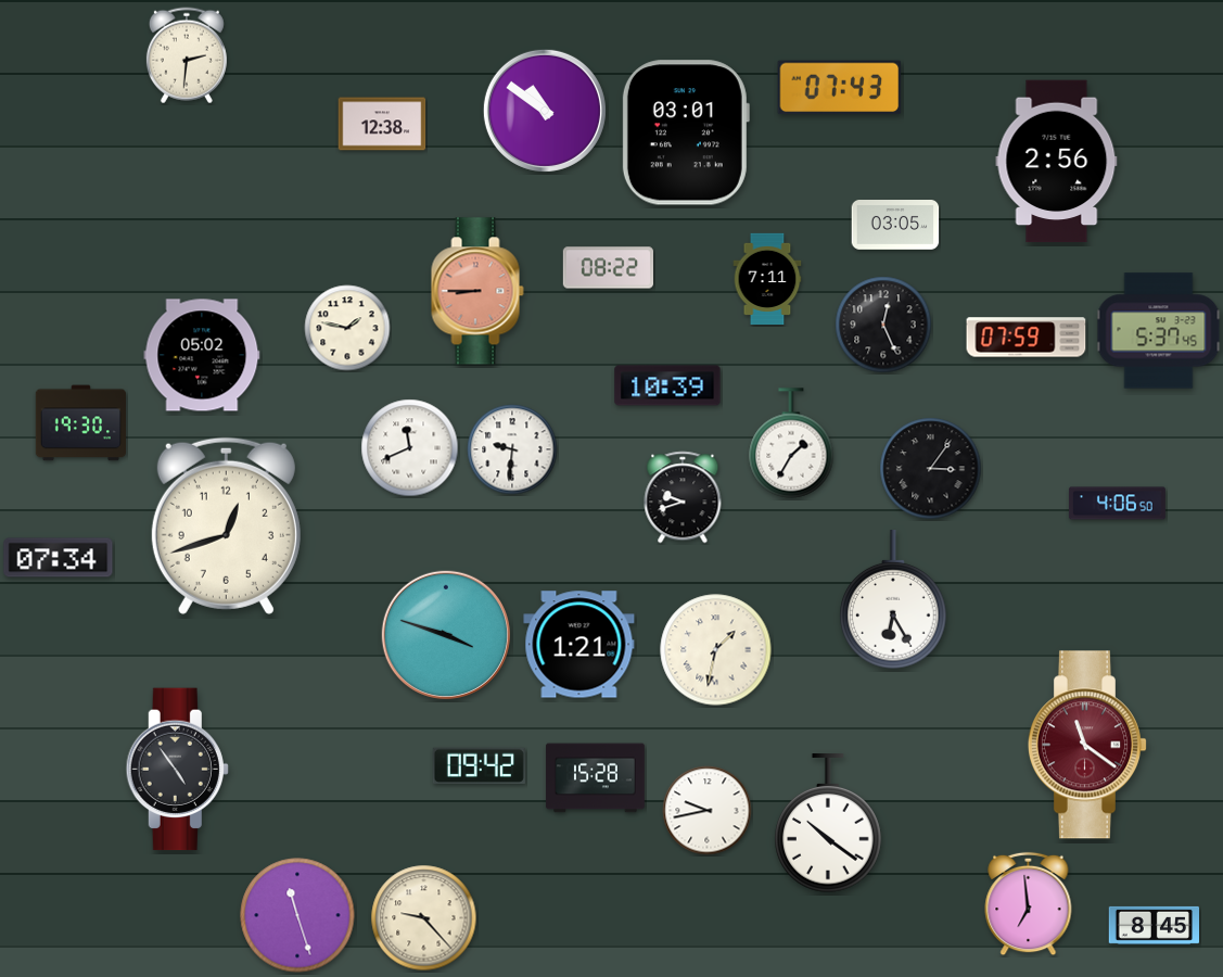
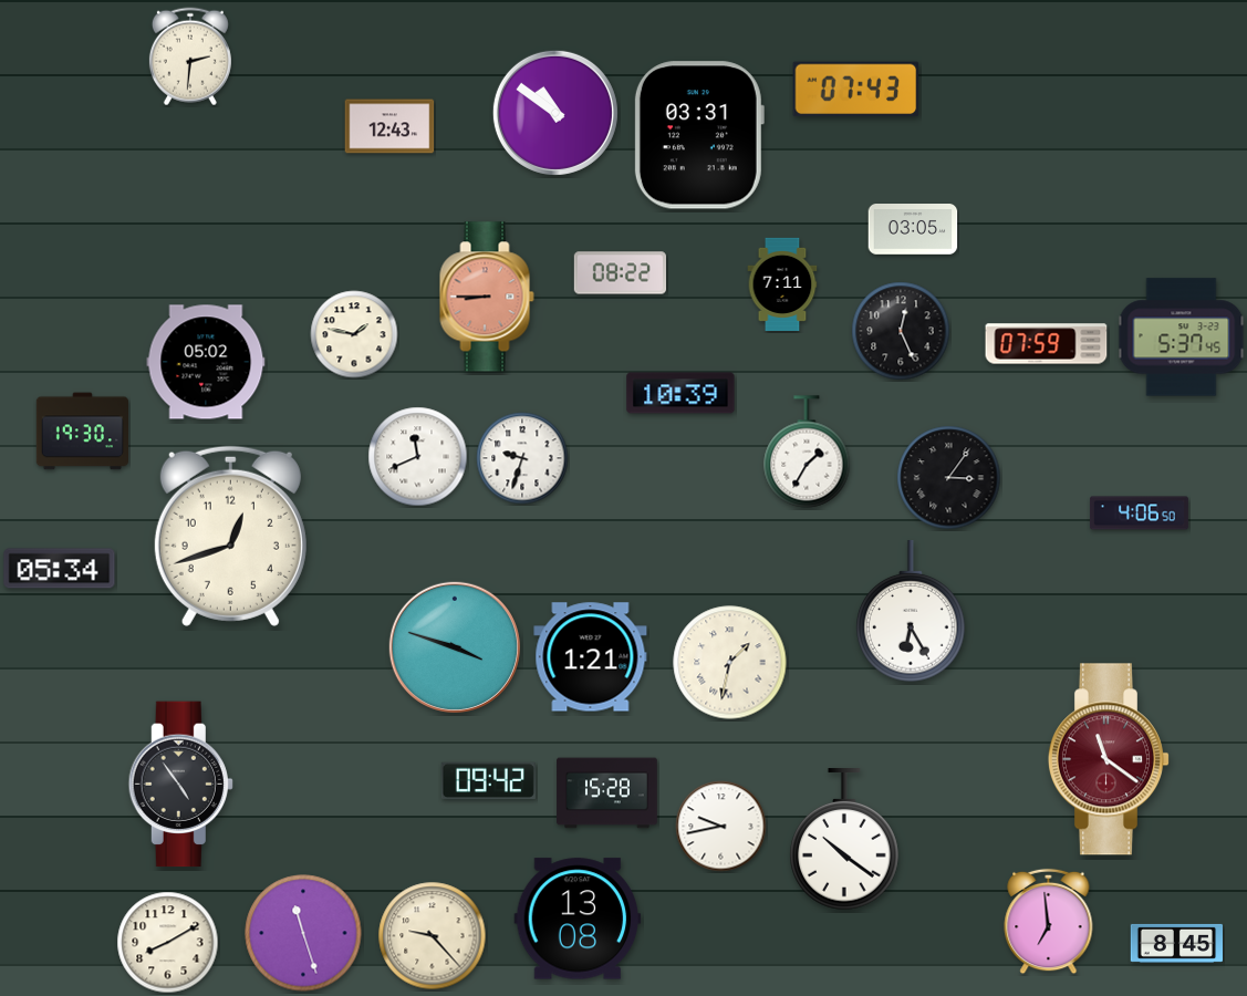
clock at (382, 124): 12:38 -> 12:43
clock at (685, 132): 03:01 -> 03:31
clock at (1057, 162): 2:56 -> none
clock at (512, 449): 9:31 -> 9:33
clock at (683, 497): 9:42 -> none
clock at (59, 558): 07:34 -> 05:34
clock at (578, 919): none -> 13:08
clock at (168, 943): none -> 8:10
